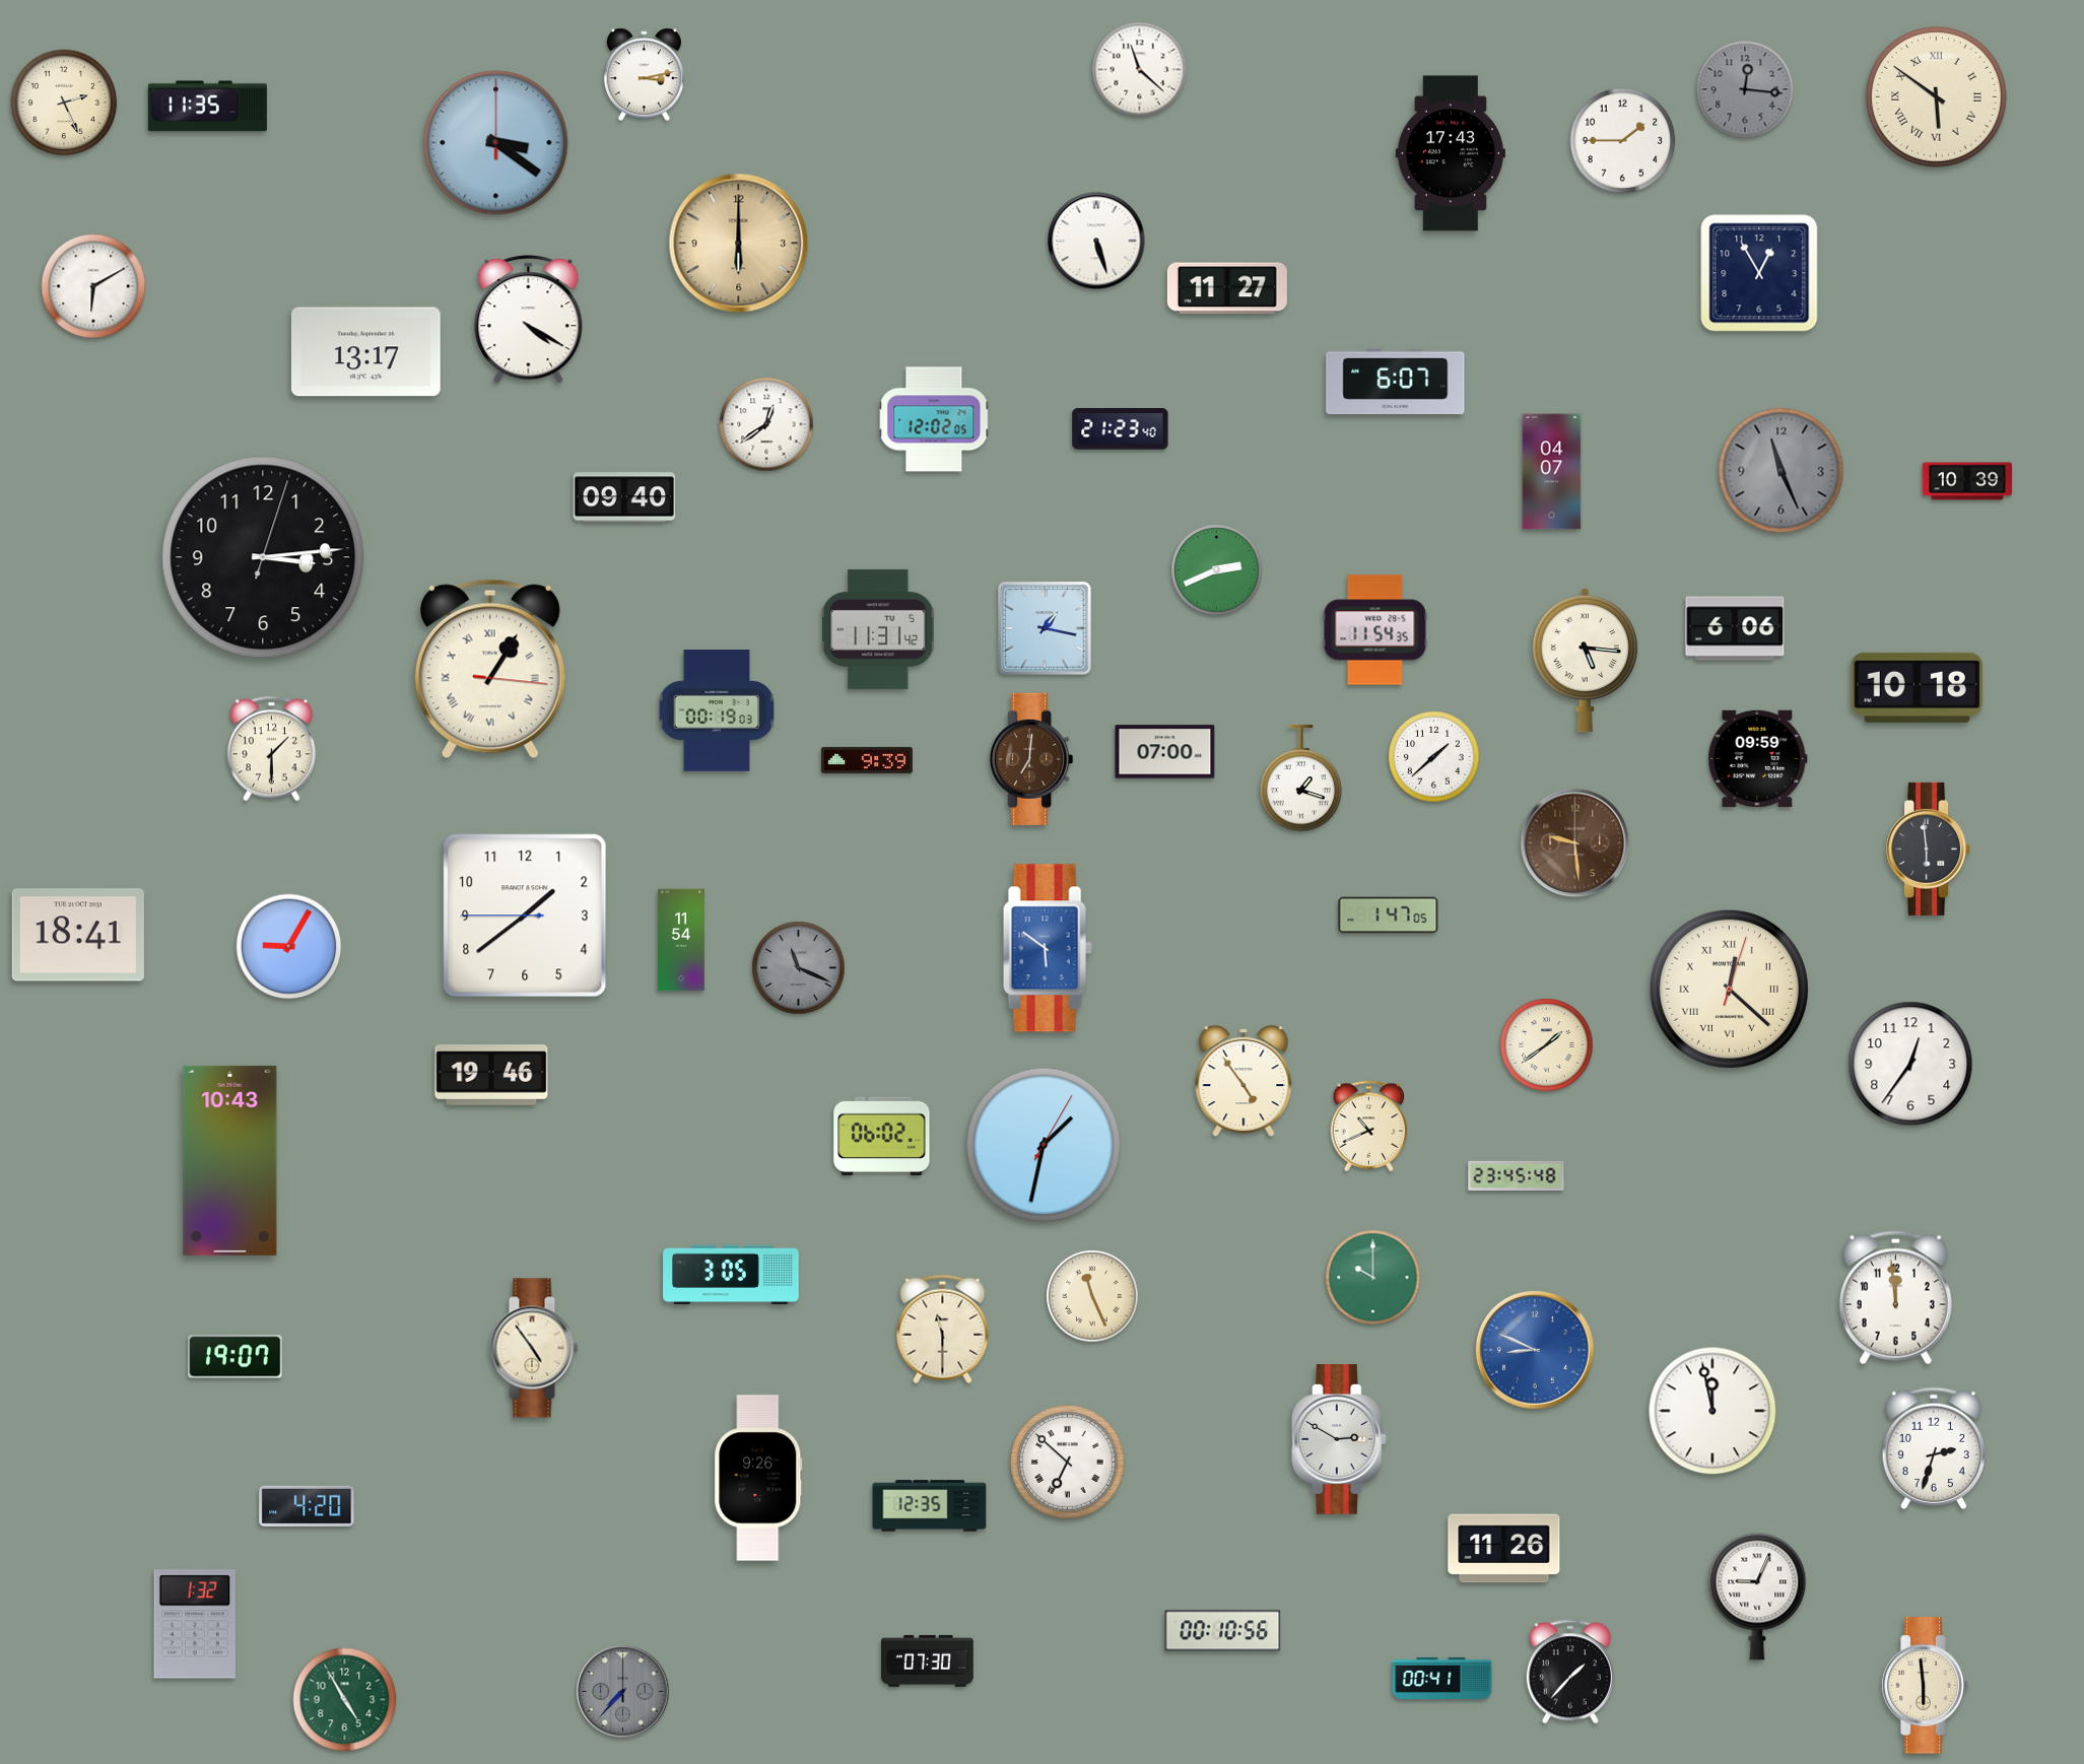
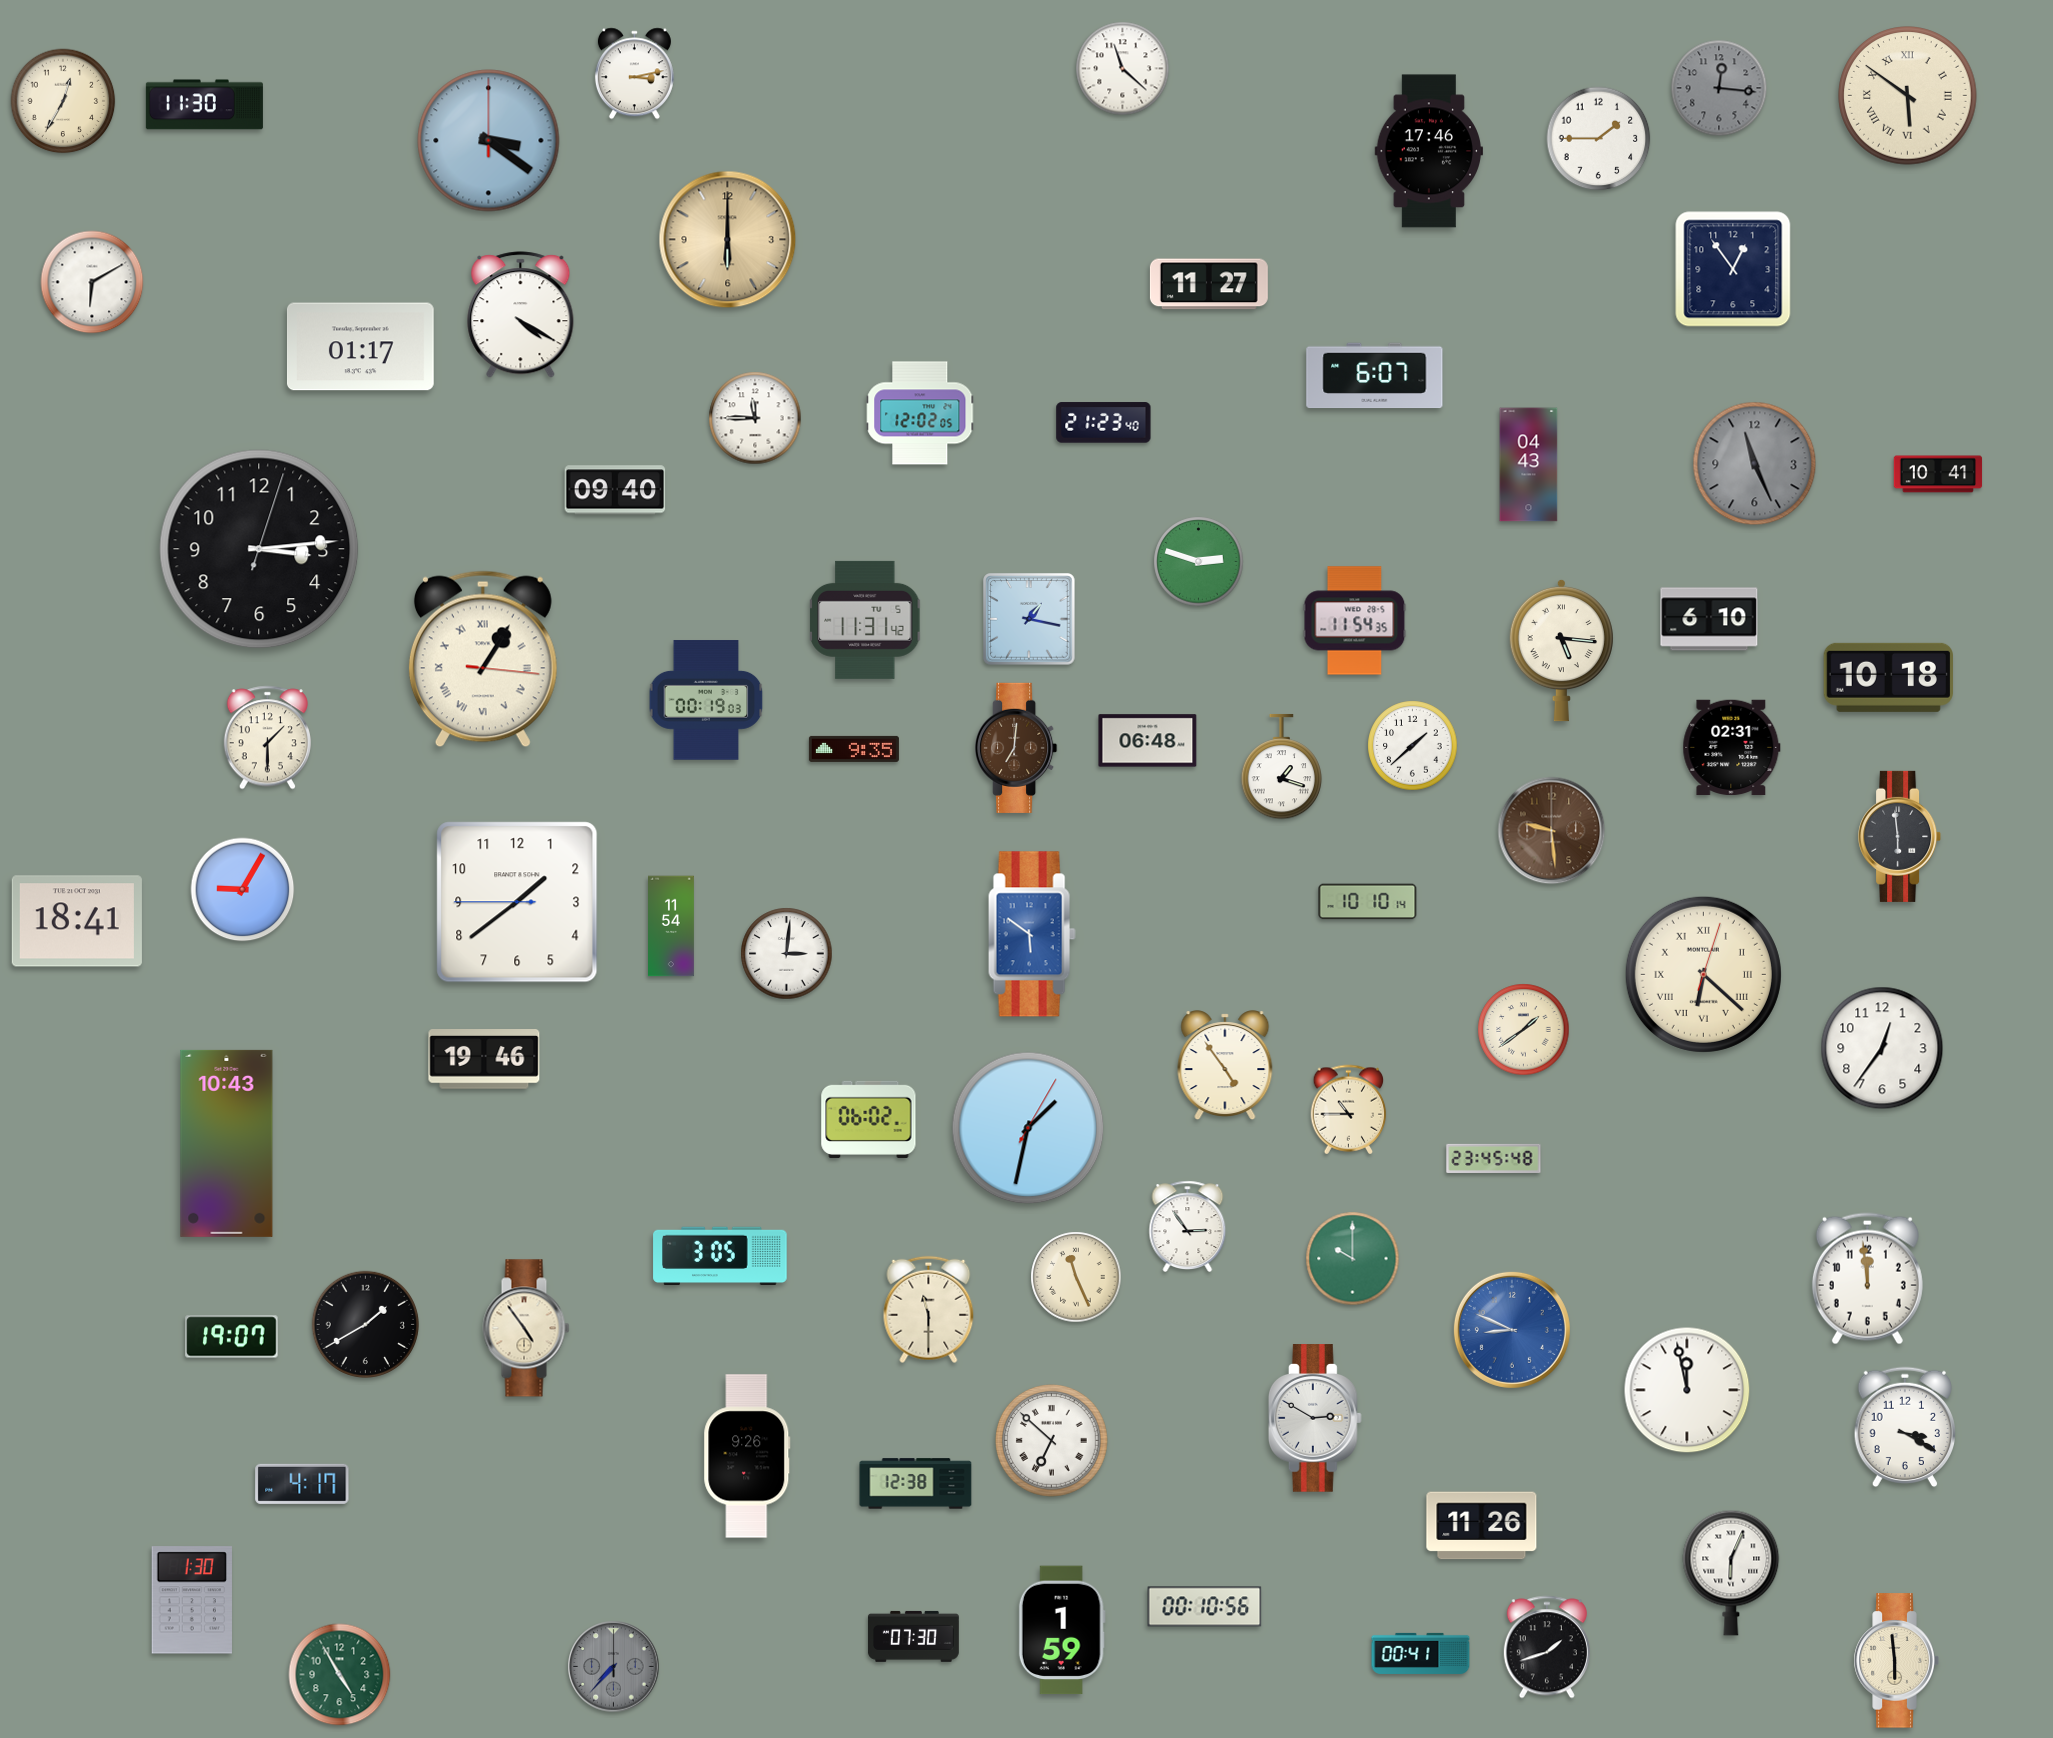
clock at (64, 103): 2:26 -> 12:35
clock at (207, 107): 11:35 -> 11:30
clock at (1450, 153): 17:43 -> 17:46
clock at (1096, 241): 5:27 -> none
clock at (1759, 273): 12:55 -> 12:54
clock at (365, 352): 13:17 -> 01:17
clock at (766, 424): 12:39 -> 11:45
clock at (1552, 472): 04:07 -> 04:43
clock at (1967, 481): 10:39 -> 10:41
clock at (1217, 570): 2:41 -> 2:48
clock at (1735, 628): 6:06 -> 6:10
clock at (1165, 752): 07:00 -> 06:48
clock at (1758, 759): 09:59 -> 02:31
clock at (867, 760): 9:39 -> 9:35
clock at (1389, 915): 1:47 -> 10:10
clock at (289, 947) position: (289, 947) -> (243, 890)
clock at (799, 968): 11:19 -> 3:01
clock at (799, 968) dial: grey -> white
clock at (1729, 989): 12:22 -> 6:22
clock at (1369, 1127): 10:41 -> 10:45
clock at (1188, 1226): none -> 2:54
clock at (365, 1324): none -> 1:40
clock at (1339, 1439) position: (1339, 1439) -> (1315, 1418)
clock at (1933, 1448): 2:33 -> 3:20
clock at (307, 1506): 4:20 -> 4:17
clock at (930, 1506): 12:35 -> 12:38
clock at (1757, 1597): 9:04 -> 6:04
clock at (195, 1624): 1:32 -> 1:30
clock at (1062, 1630): none -> 1:59
clock at (1570, 1672): 1:37 -> 1:42
